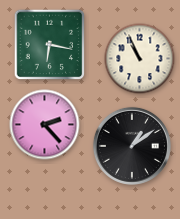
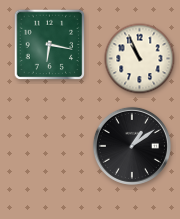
clock at (45, 125): 2:23 -> none
